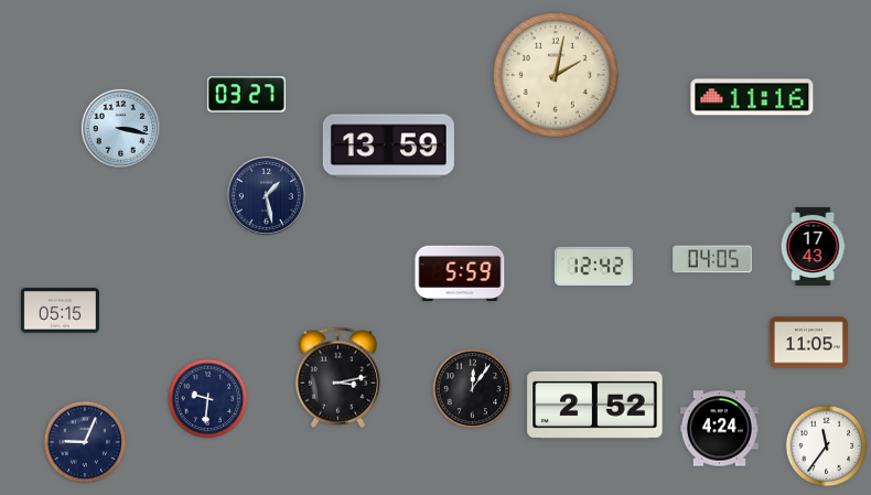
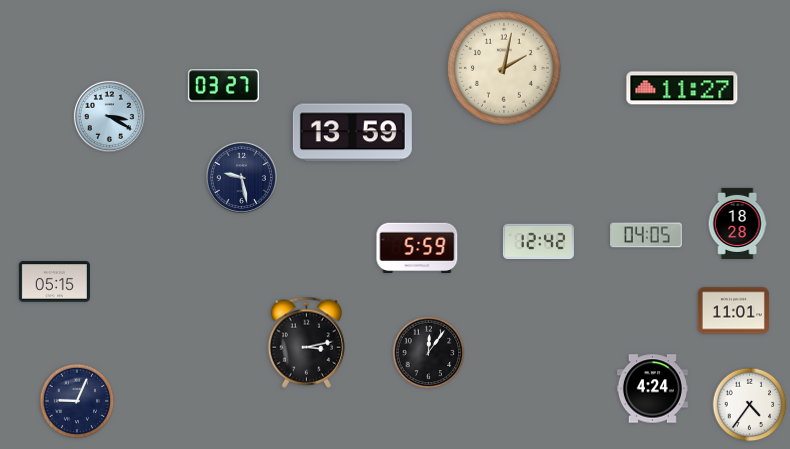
clock at (752, 97): 11:16 -> 11:27
clock at (120, 128): 3:17 -> 3:20
clock at (266, 195): 1:28 -> 9:28
clock at (813, 246): 17:43 -> 18:28
clock at (808, 343): 11:05 -> 11:01
clock at (208, 399): 9:31 -> none
clock at (595, 405): 2:52 -> none
clock at (827, 446): 11:36 -> 4:36
